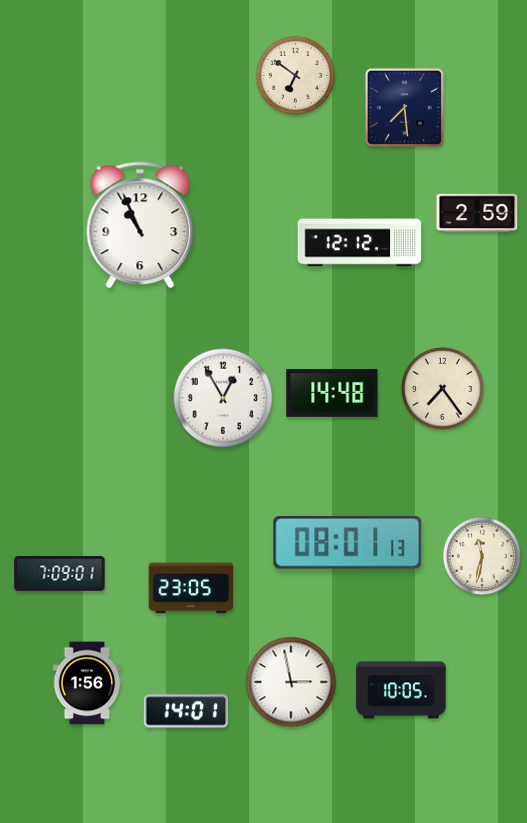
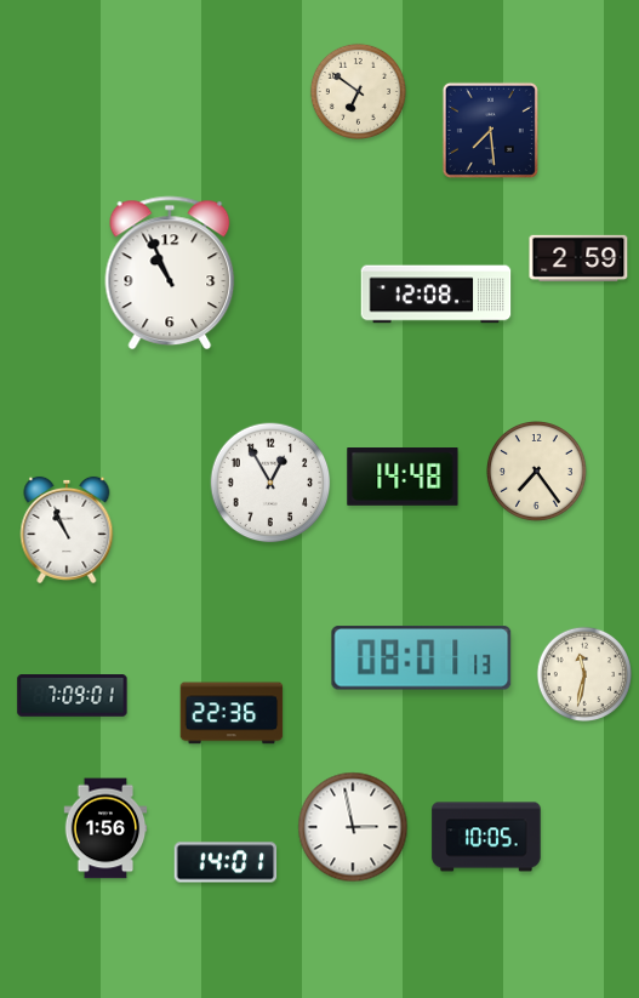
clock at (360, 243): 12:12 -> 12:08
clock at (67, 530): none -> 10:56
clock at (191, 588): 23:05 -> 22:36
